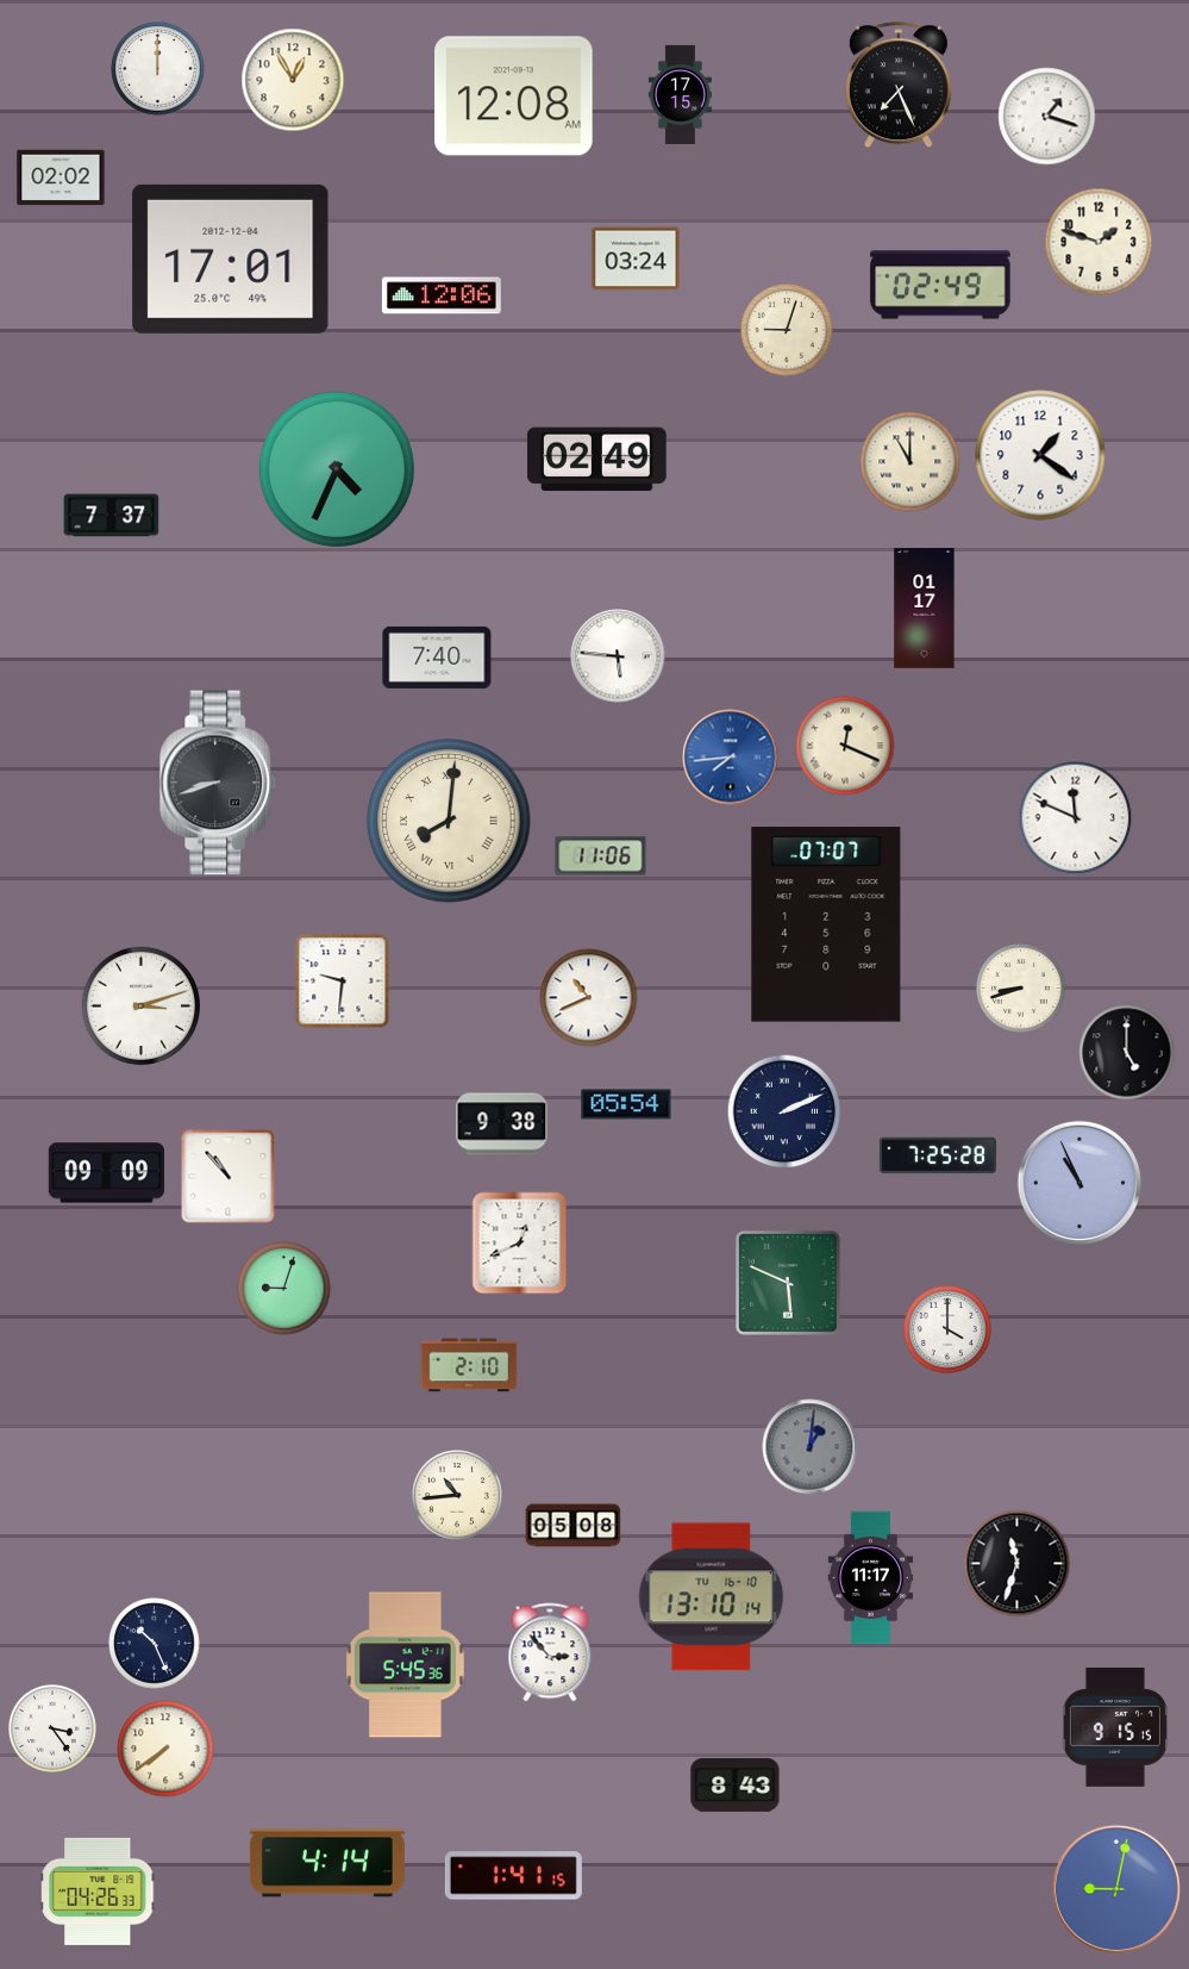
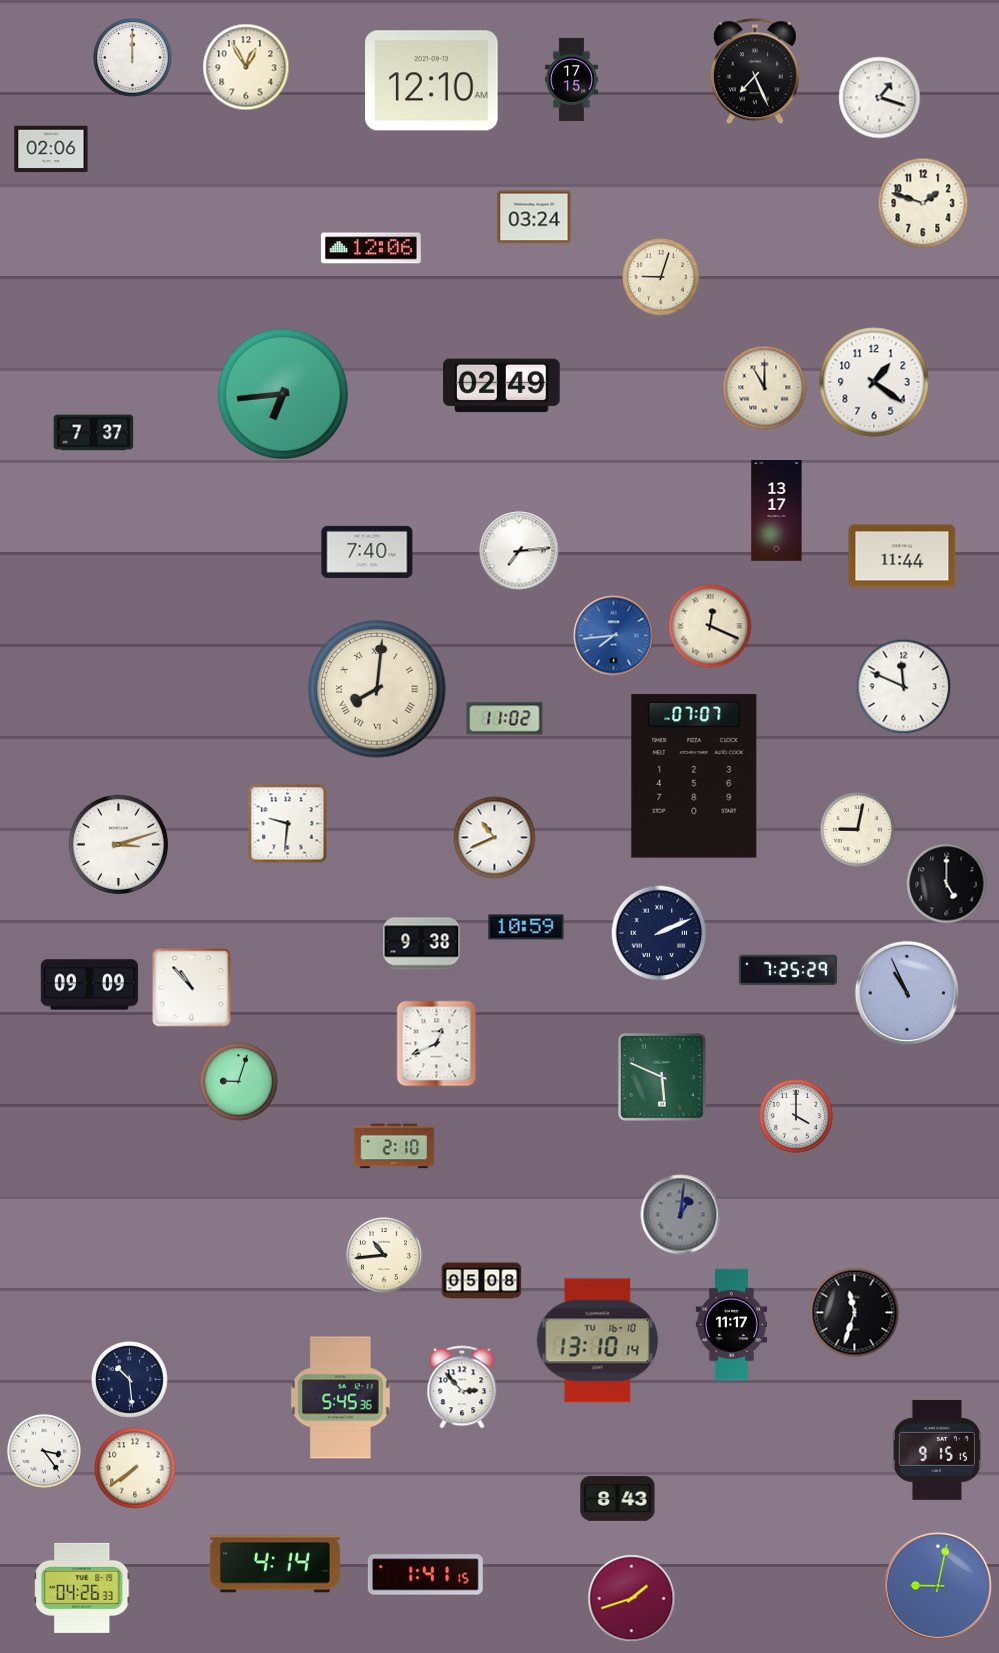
clock at (514, 96): 12:08 -> 12:10
clock at (61, 177): 02:02 -> 02:06
clock at (231, 258): 17:01 -> none
clock at (940, 285): 02:49 -> none
clock at (337, 469): 4:34 -> 6:44
clock at (925, 609): 01:17 -> 13:17
clock at (618, 656): 5:46 -> 7:14
clock at (902, 556): none -> 11:44
clock at (218, 783): 8:42 -> none
clock at (601, 856): 11:06 -> 11:02
clock at (1021, 989): 8:42 -> 9:02
clock at (626, 1104): 05:54 -> 10:59
clock at (938, 1155): 7:25:28 -> 7:25:29
clock at (155, 1644): 10:26 -> 10:29
clock at (165, 1749) position: (165, 1749) -> (135, 1468)
clock at (513, 1876) position: (513, 1876) -> (425, 1575)
clock at (632, 1599): none -> 1:42
